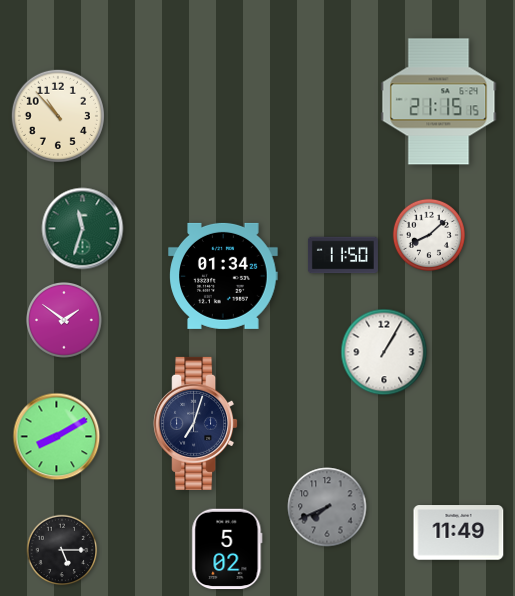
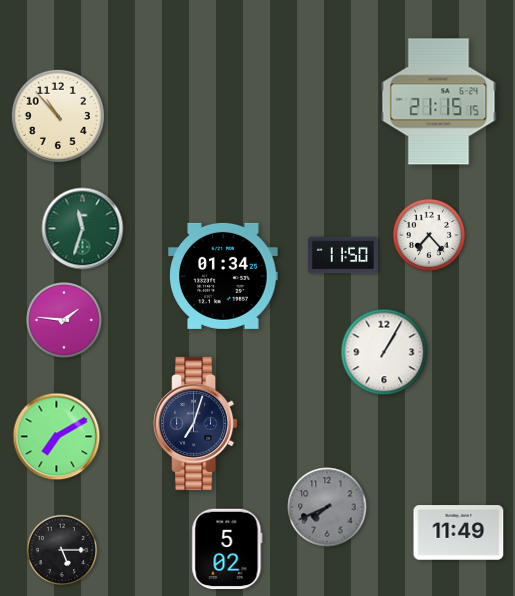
clock at (428, 234): 8:08 -> 7:23
clock at (64, 320): 1:51 -> 1:46
clock at (57, 437): 8:10 -> 7:10
